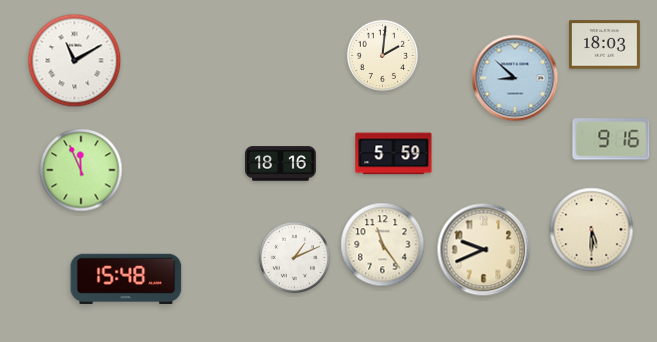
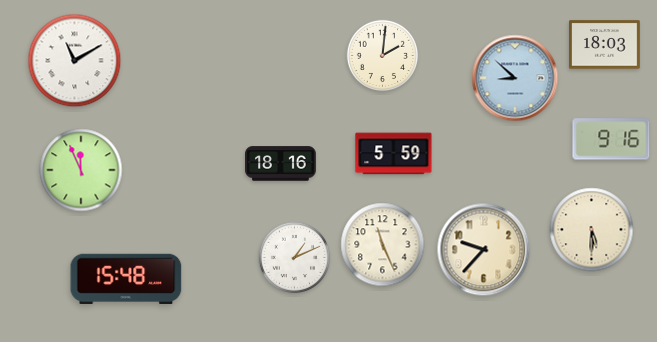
clock at (383, 245): 11:24 -> 11:26
clock at (484, 250): 9:41 -> 9:37
